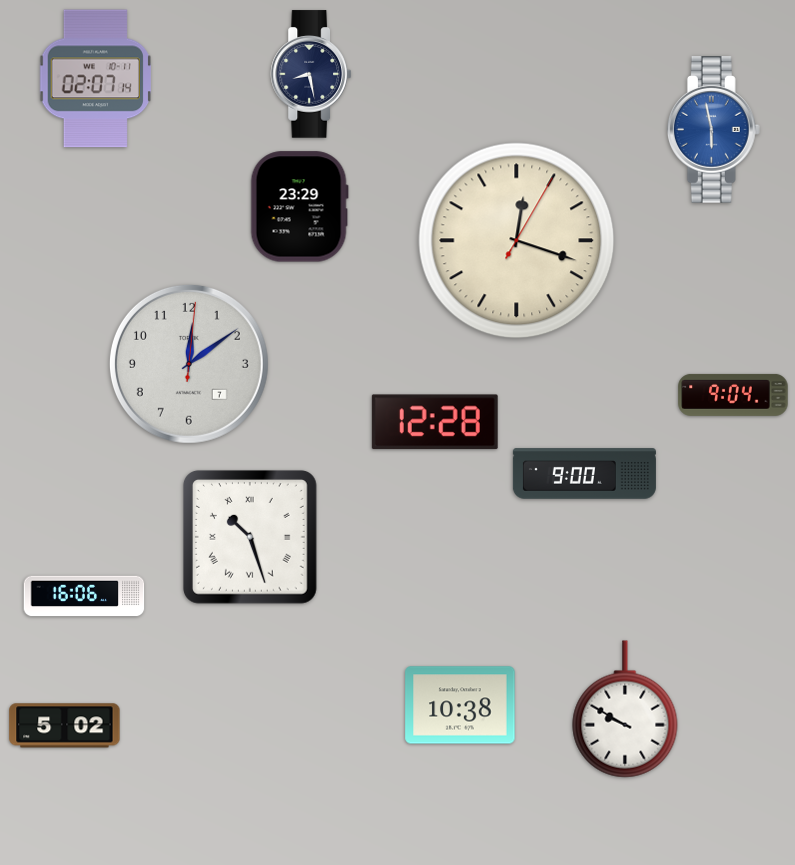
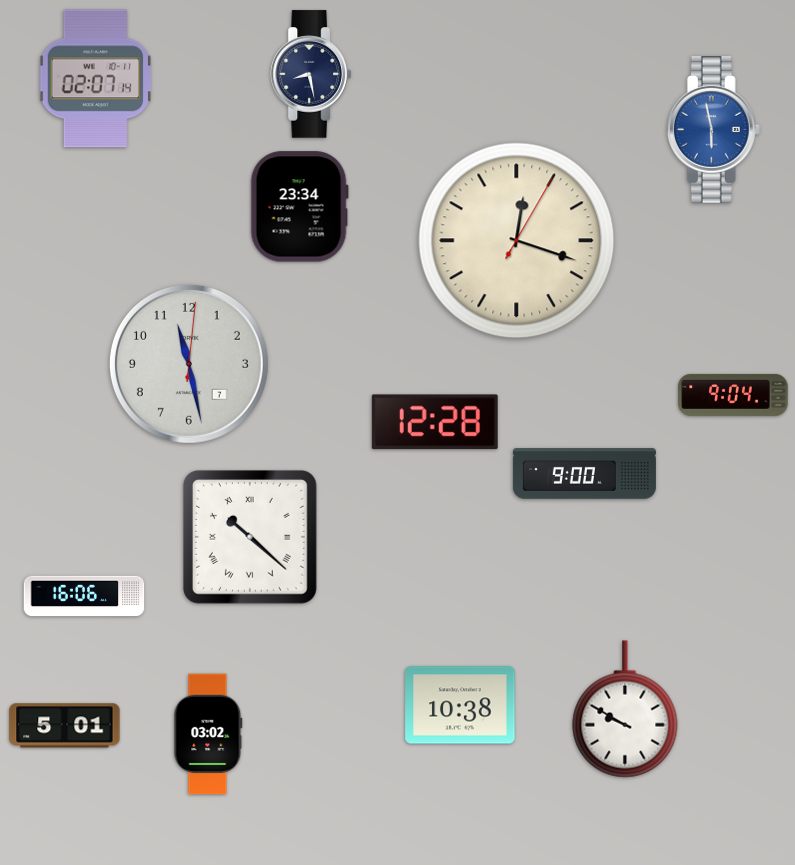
clock at (299, 207): 23:29 -> 23:34
clock at (189, 364): 12:09 -> 11:28
clock at (250, 537): 10:27 -> 10:22
clock at (65, 726): 5:02 -> 5:01
clock at (208, 734): none -> 03:02
